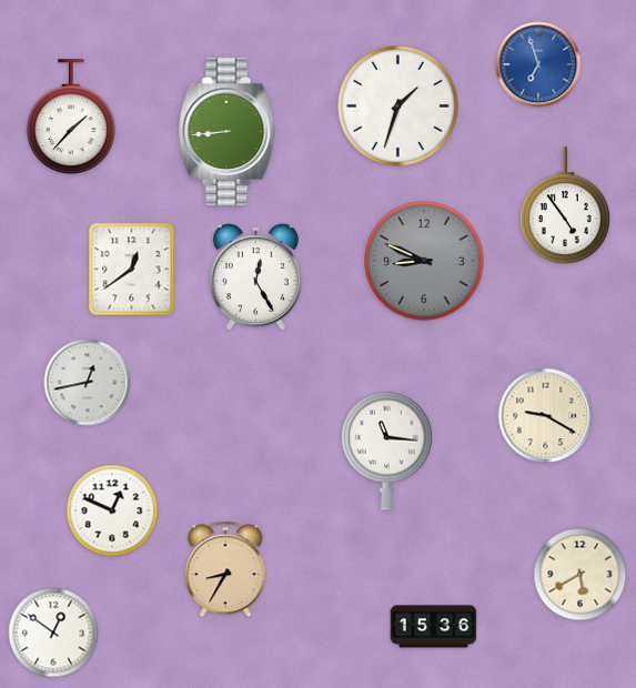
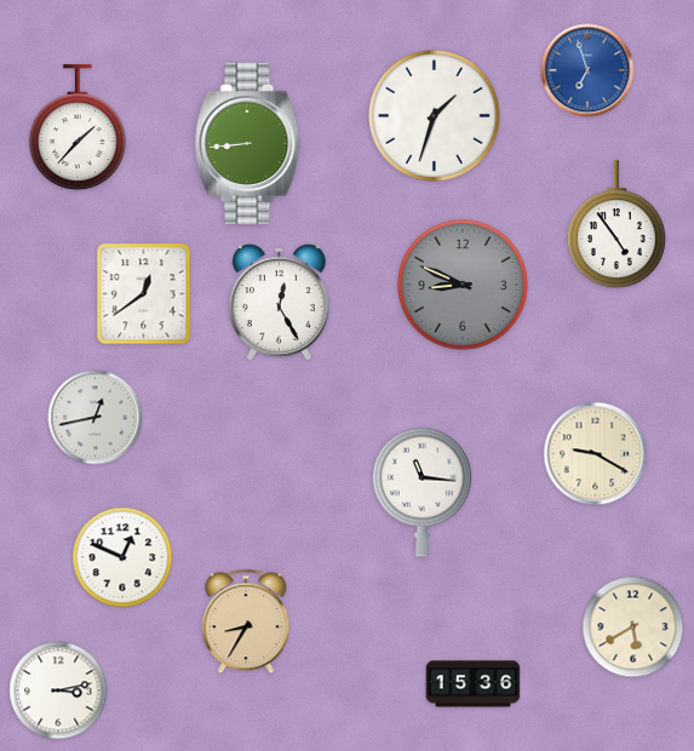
clock at (53, 633): 12:51 -> 3:13
